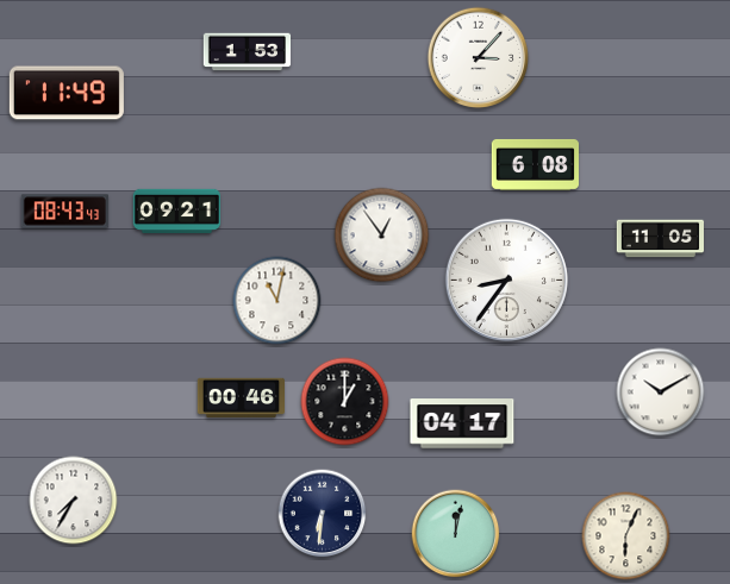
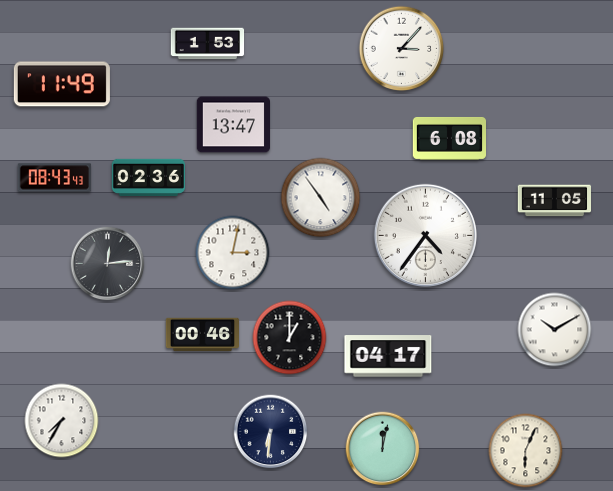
clock at (67, 93) position: (67, 93) -> (62, 84)
clock at (233, 125): none -> 13:47
clock at (177, 211): 09:21 -> 02:36
clock at (382, 236): 12:54 -> 4:54
clock at (506, 280): 8:36 -> 4:36
clock at (277, 301): 11:02 -> 3:02
clock at (108, 264): none -> 12:14
